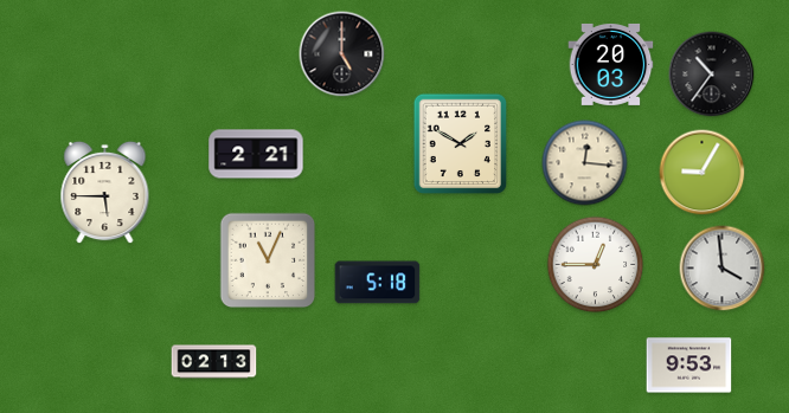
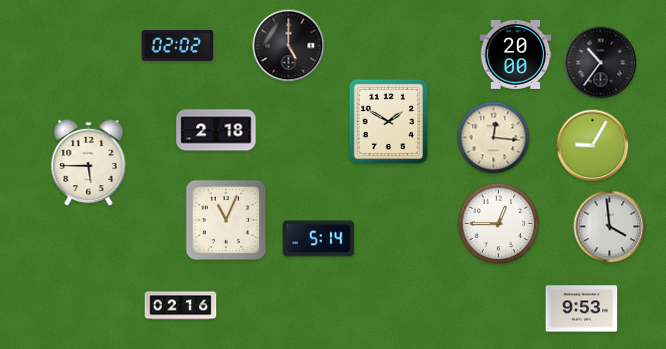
clock at (178, 46): none -> 02:02
clock at (611, 64): 20:03 -> 20:00
clock at (256, 154): 2:21 -> 2:18
clock at (596, 265) position: (596, 265) -> (499, 224)
clock at (378, 283): 5:18 -> 5:14
clock at (214, 362): 02:13 -> 02:16
